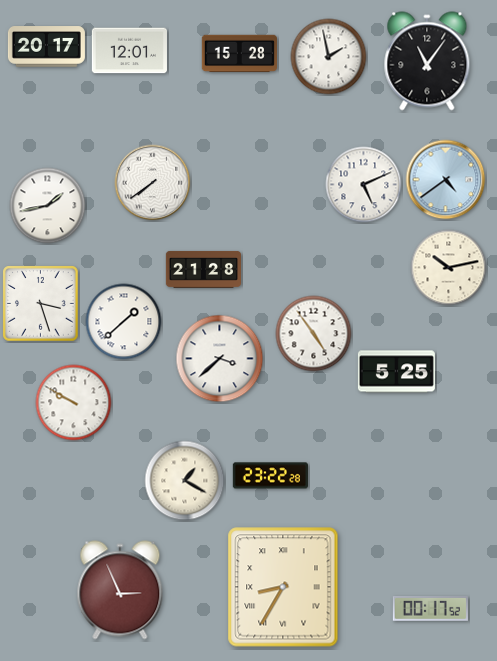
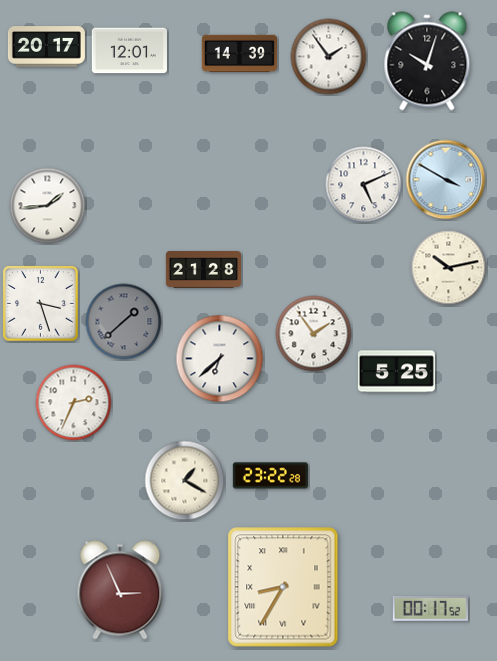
clock at (239, 54): 15:28 -> 14:39
clock at (329, 57): 1:58 -> 1:54
clock at (427, 61): 11:06 -> 10:03
clock at (446, 180): 4:39 -> 3:50
clock at (153, 183): 7:39 -> none
clock at (48, 206): 1:43 -> 1:44
clock at (124, 322) dial: white -> grey
clock at (314, 334): 4:54 -> 1:54
clock at (220, 359): 3:38 -> 6:38
clock at (74, 403): 9:50 -> 2:34
